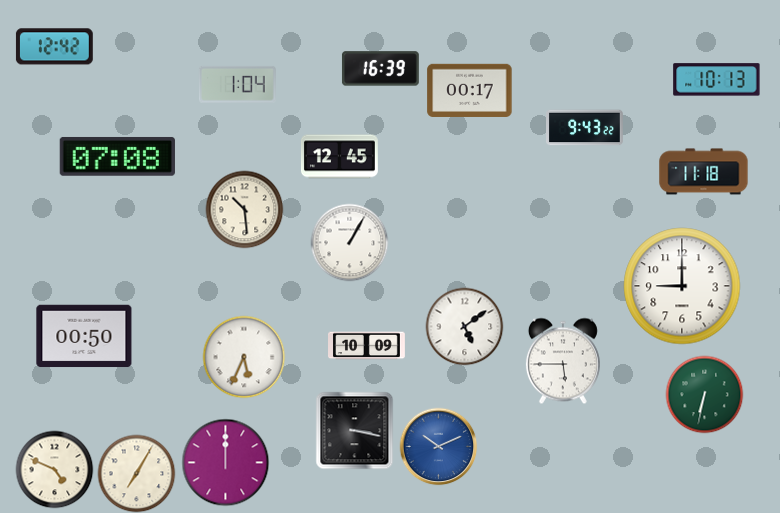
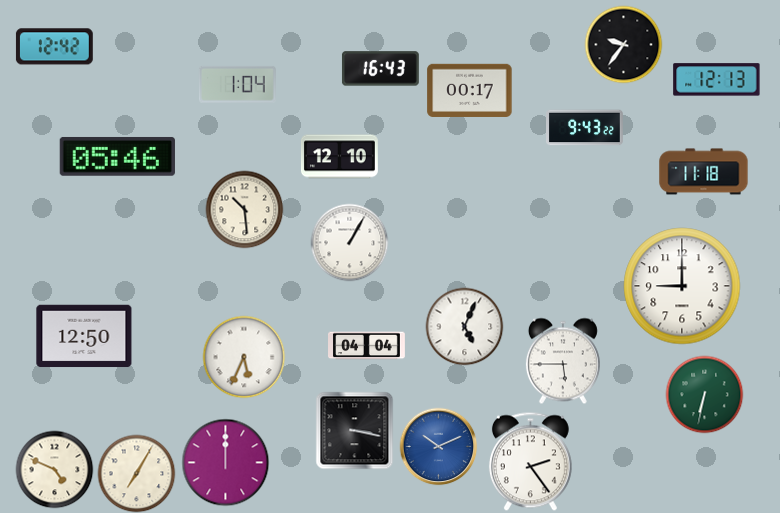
clock at (623, 44): none -> 9:36
clock at (380, 69): 16:39 -> 16:43
clock at (717, 80): 10:13 -> 12:13
clock at (117, 157): 07:08 -> 05:46
clock at (340, 157): 12:45 -> 12:10
clock at (464, 326): 5:09 -> 5:04
clock at (84, 336): 00:50 -> 12:50
clock at (367, 346): 10:09 -> 04:04
clock at (530, 461): none -> 2:24
